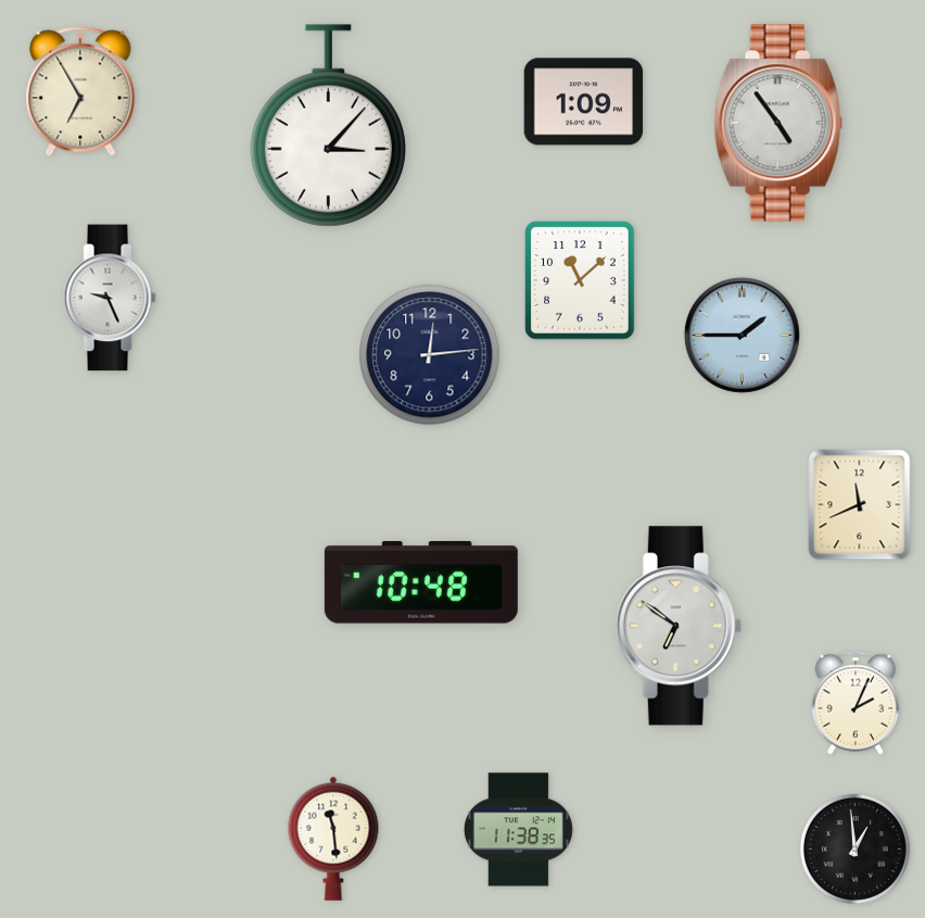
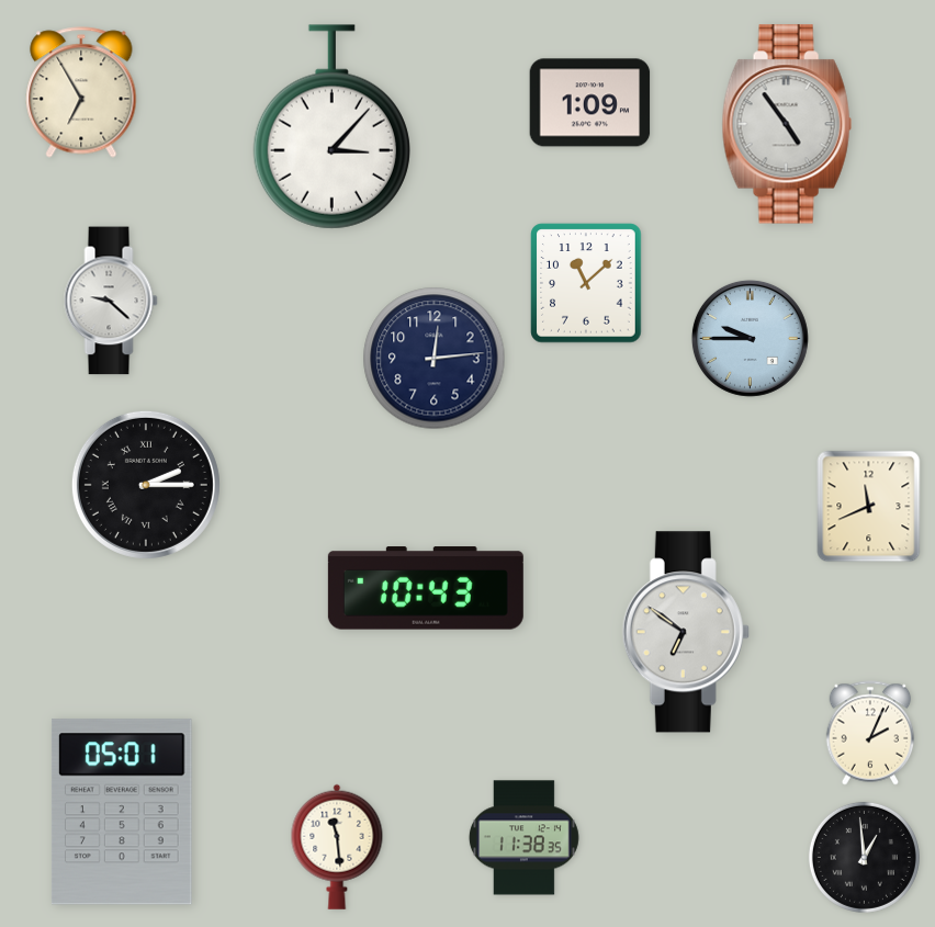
clock at (110, 298): 9:26 -> 9:22
clock at (742, 335): 1:45 -> 9:45
clock at (146, 485): none -> 2:15
clock at (860, 505) position: (860, 505) -> (869, 507)
clock at (421, 582): 10:48 -> 10:43
clock at (856, 703) position: (856, 703) -> (870, 733)
clock at (122, 812): none -> 05:01
